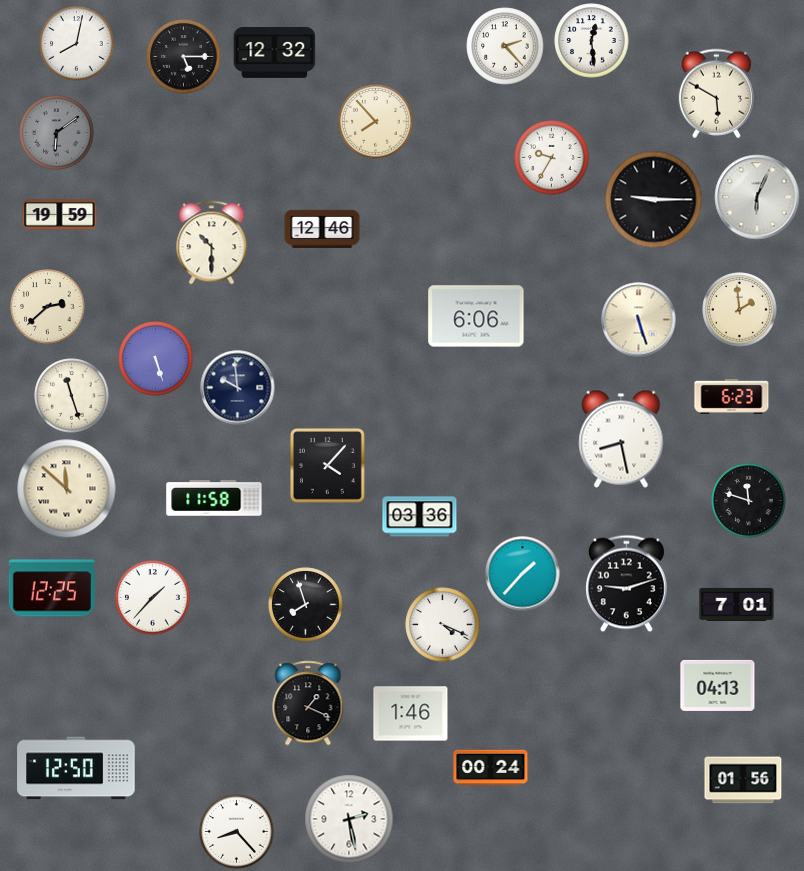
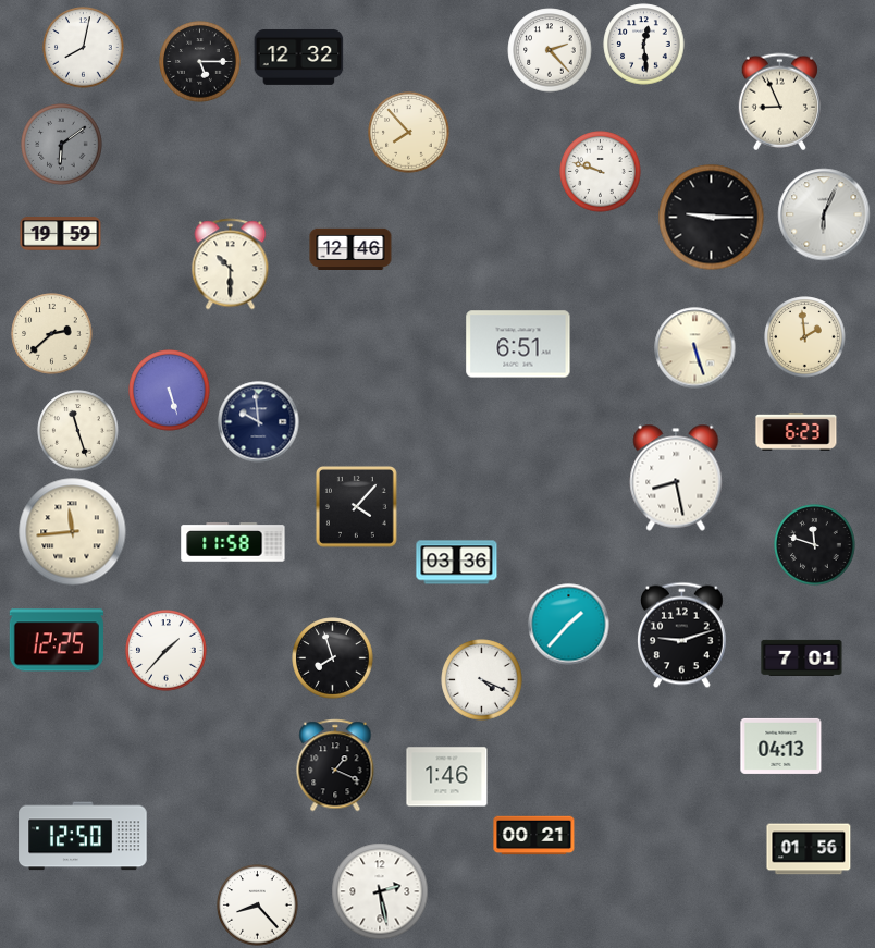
clock at (716, 94): 5:50 -> 8:56
clock at (552, 158): 9:35 -> 9:48
clock at (60, 215) position: (60, 215) -> (61, 234)
clock at (476, 316): 6:06 -> 6:51
clock at (67, 489): 11:52 -> 11:44
clock at (491, 768): 00:24 -> 00:21
